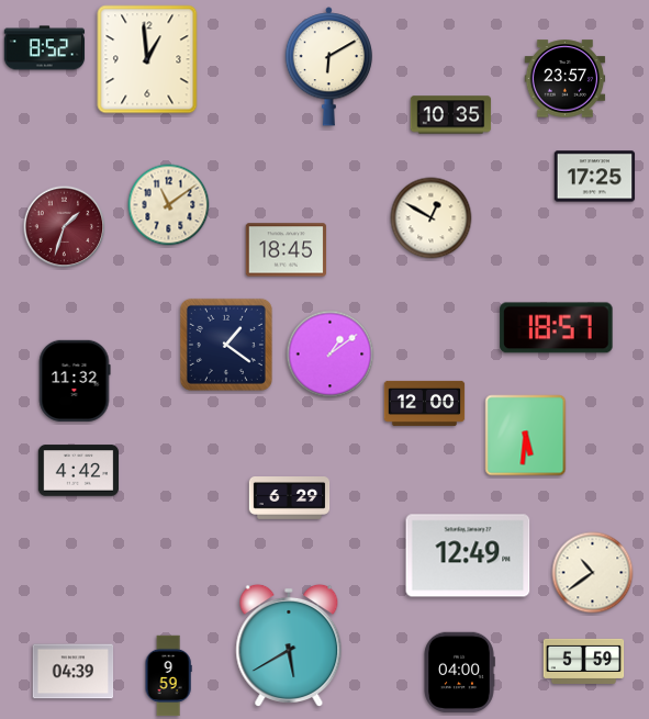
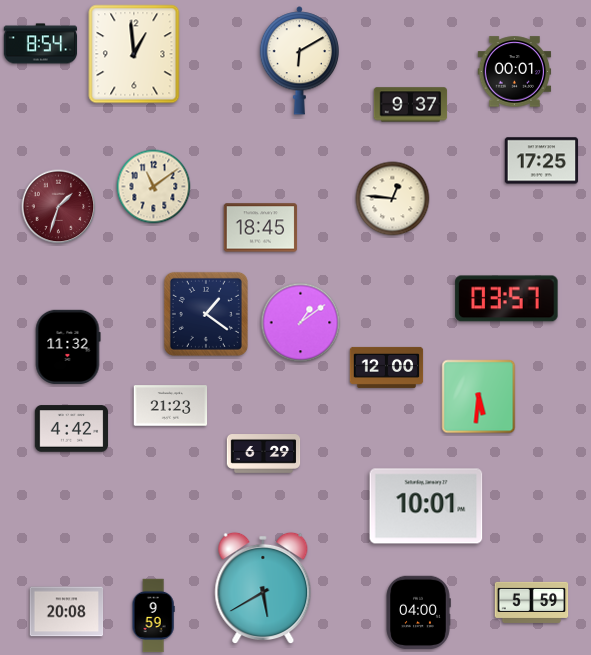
clock at (45, 48): 8:52 -> 8:54
clock at (566, 79): 23:57 -> 00:01
clock at (451, 115): 10:35 -> 9:37
clock at (432, 218): 12:50 -> 12:46
clock at (557, 328): 18:57 -> 03:57
clock at (171, 406): none -> 21:23
clock at (468, 555): 12:49 -> 10:01
clock at (593, 573): 10:39 -> none
clock at (74, 672): 04:39 -> 20:08
